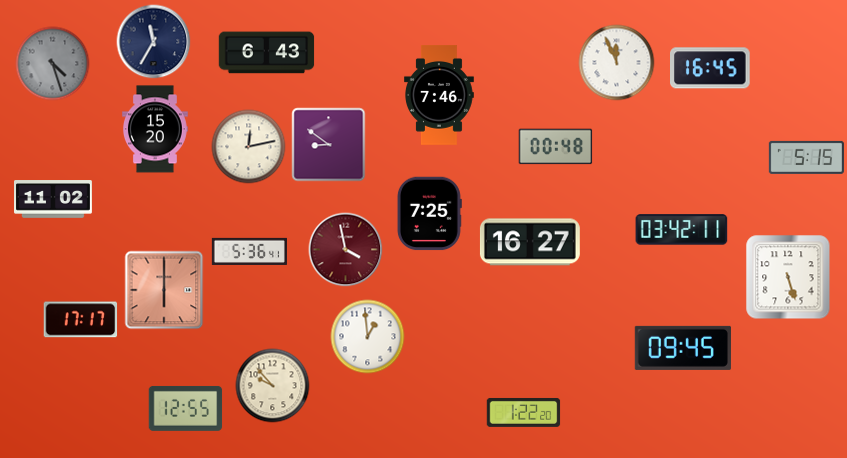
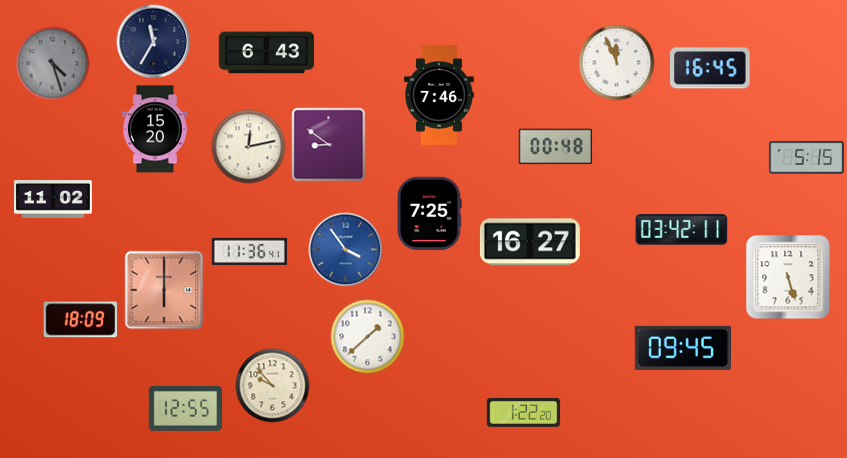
clock at (346, 250): 3:58 -> 3:54
clock at (346, 250) dial: burgundy -> blue
clock at (249, 251): 5:36 -> 11:36
clock at (81, 320): 17:17 -> 18:09
clock at (368, 337): 12:59 -> 1:38
